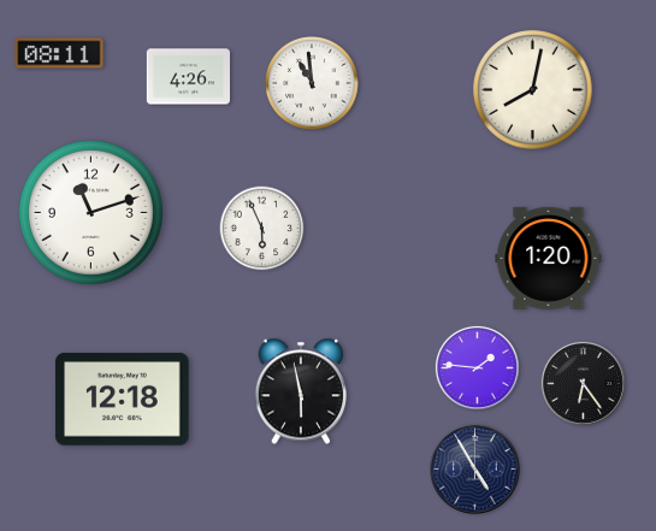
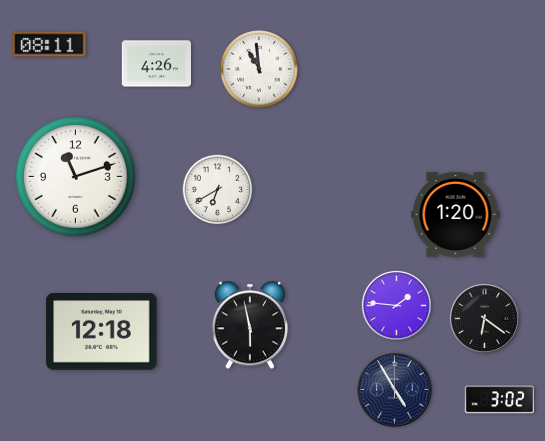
clock at (533, 90): 8:02 -> none
clock at (262, 229): 5:56 -> 6:40
clock at (583, 383): 6:24 -> 6:21
clock at (499, 400): none -> 3:02
